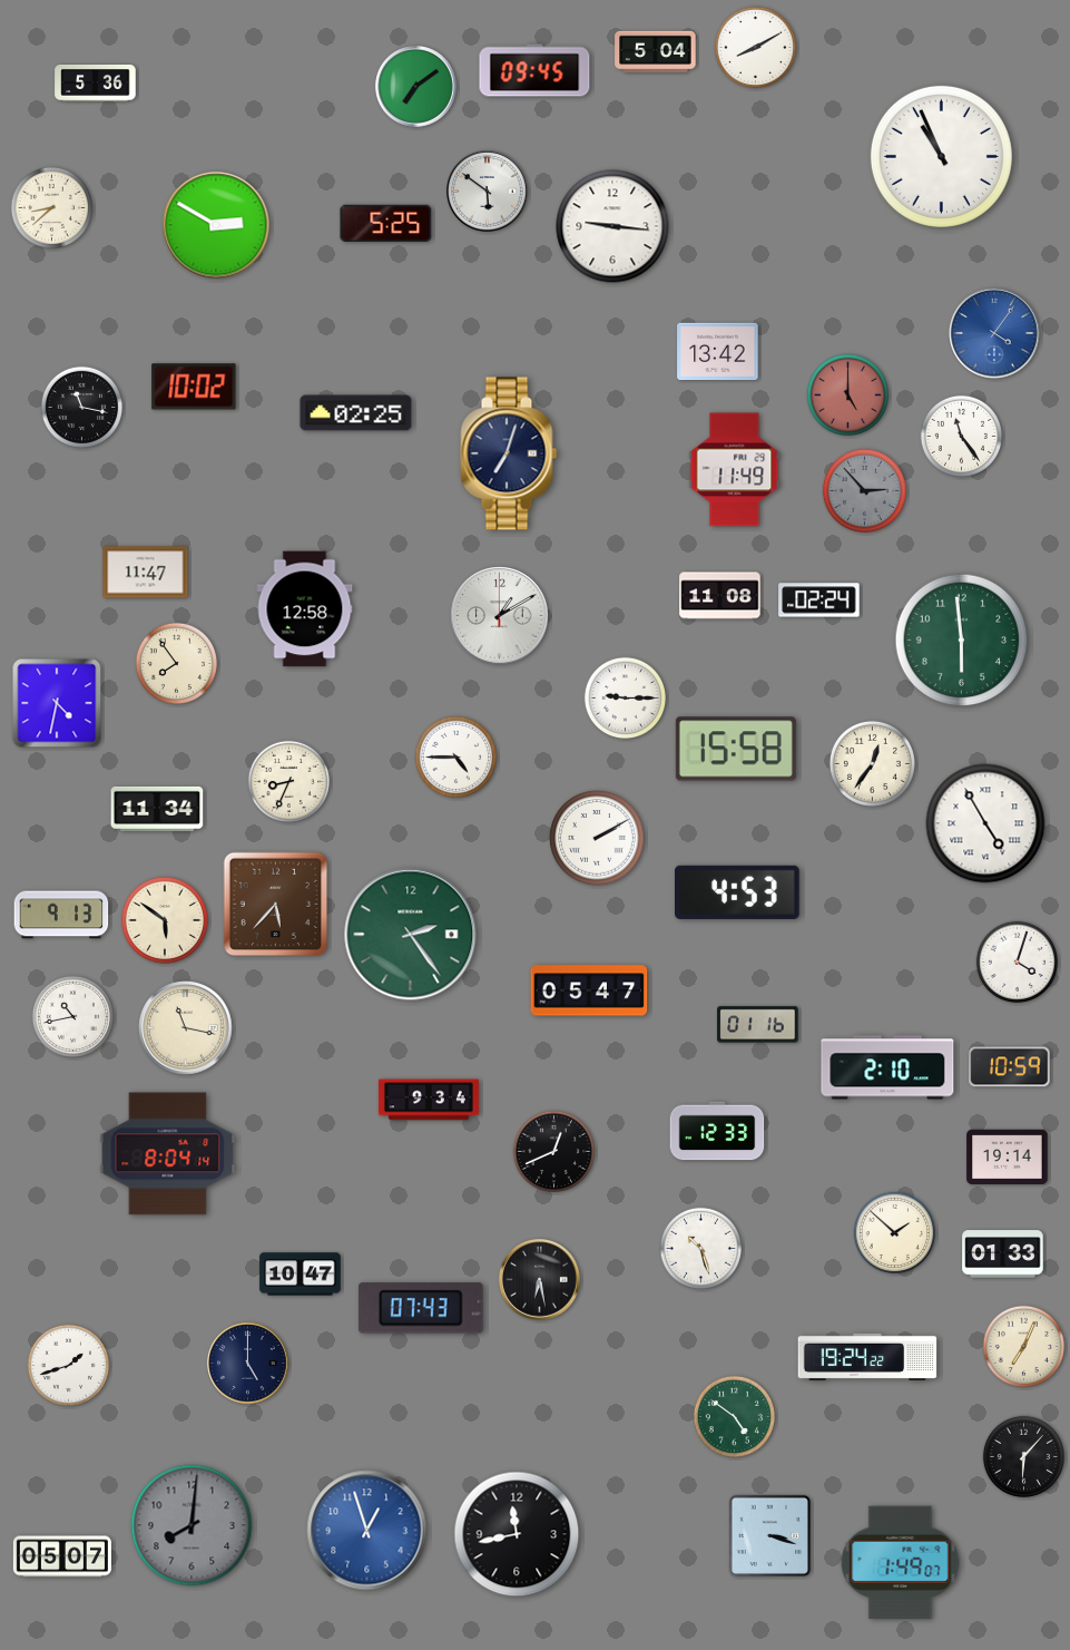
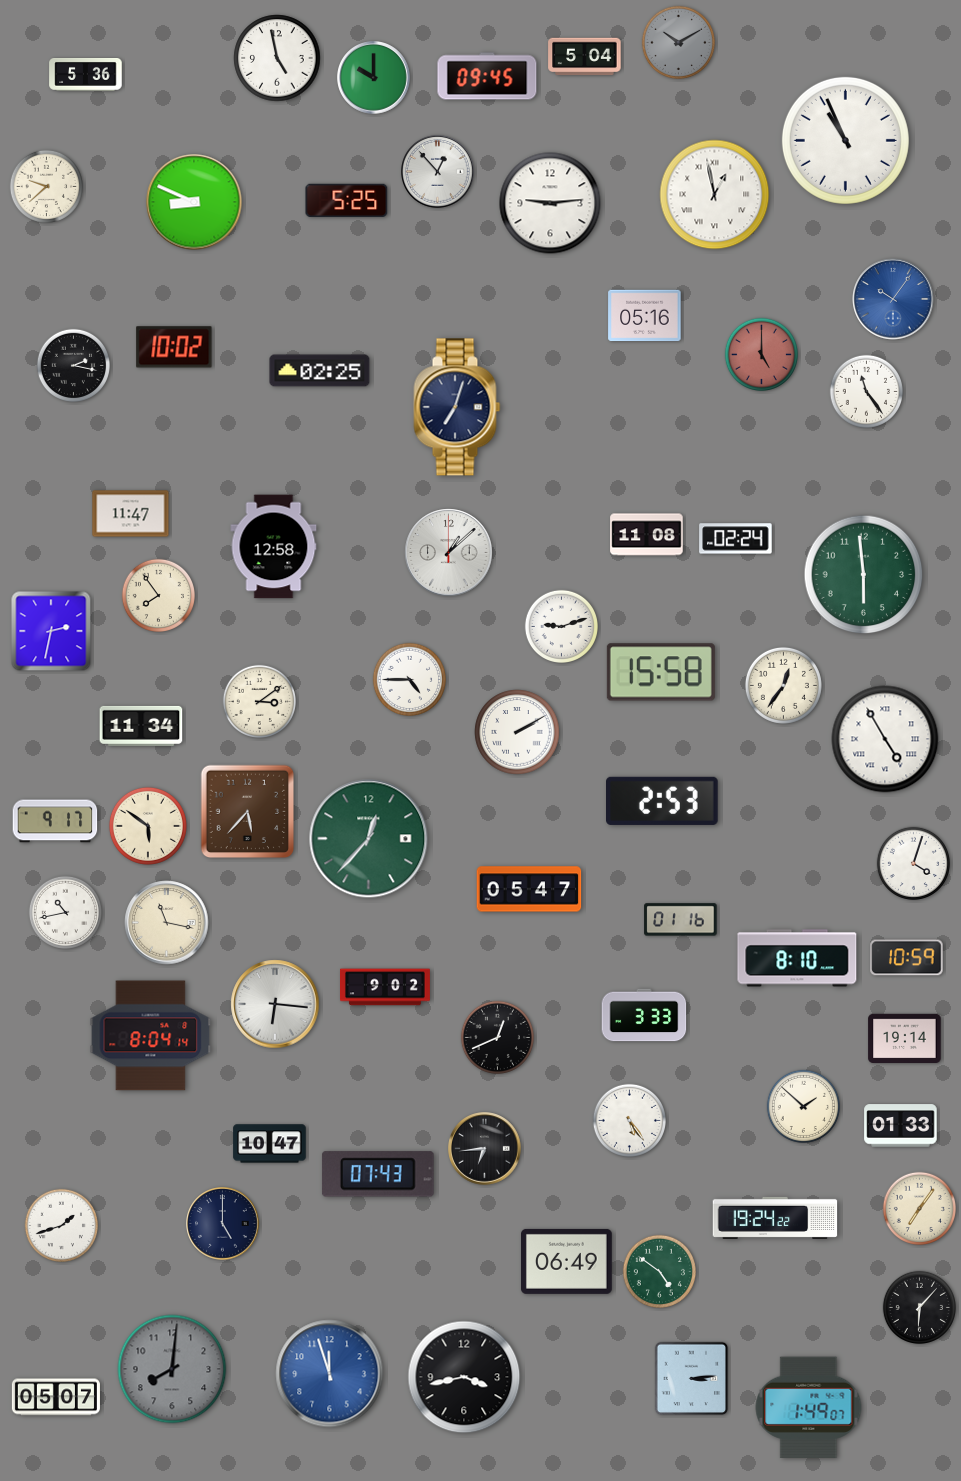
clock at (755, 47): 8:10 -> 10:10
clock at (755, 47) dial: white -> grey
clock at (656, 52) position: (656, 52) -> (585, 57)
clock at (277, 58): none -> 4:58
clock at (534, 70) position: (534, 70) -> (487, 76)
clock at (416, 87): 7:09 -> 10:00
clock at (488, 192): 5:51 -> 12:53
clock at (51, 207): 8:38 -> 9:38
clock at (715, 195): none -> 12:58
clock at (216, 225): 2:50 -> 8:49
clock at (612, 226): 9:16 -> 9:14
clock at (994, 333): 4:06 -> 10:06
clock at (718, 352): 13:42 -> 05:16
clock at (81, 407): 11:17 -> 2:17
clock at (961, 436) position: (961, 436) -> (866, 391)
clock at (735, 470): 11:49 -> none
clock at (864, 490): 2:53 -> none
clock at (500, 616): 1:10 -> 1:08
clock at (625, 697): 9:15 -> 9:12
clock at (57, 703): 4:32 -> 2:32
clock at (288, 781): 8:34 -> 3:09
clock at (597, 838) position: (597, 838) -> (517, 732)
clock at (738, 892): 4:53 -> 2:53
clock at (61, 915): 9:13 -> 9:17
clock at (411, 935): 2:24 -> 12:37
clock at (887, 1067): 2:10 -> 8:10
clock at (430, 1100): 9:34 -> 9:02
clock at (275, 1004): none -> 6:16
clock at (717, 1131): 12:33 -> 3:33
clock at (553, 1151) position: (553, 1151) -> (497, 1037)
clock at (700, 1248): 10:27 -> 5:24
clock at (540, 1280): 6:28 -> 6:44
clock at (1023, 1346): 7:04 -> 7:06
clock at (867, 1357) position: (867, 1357) -> (775, 1218)
clock at (567, 1261): none -> 06:49
clock at (367, 1531): 12:57 -> 11:57
clock at (517, 1534): 11:43 -> 3:43
clock at (770, 1536): 3:18 -> 3:14
clock at (901, 1563) position: (901, 1563) -> (809, 1408)
